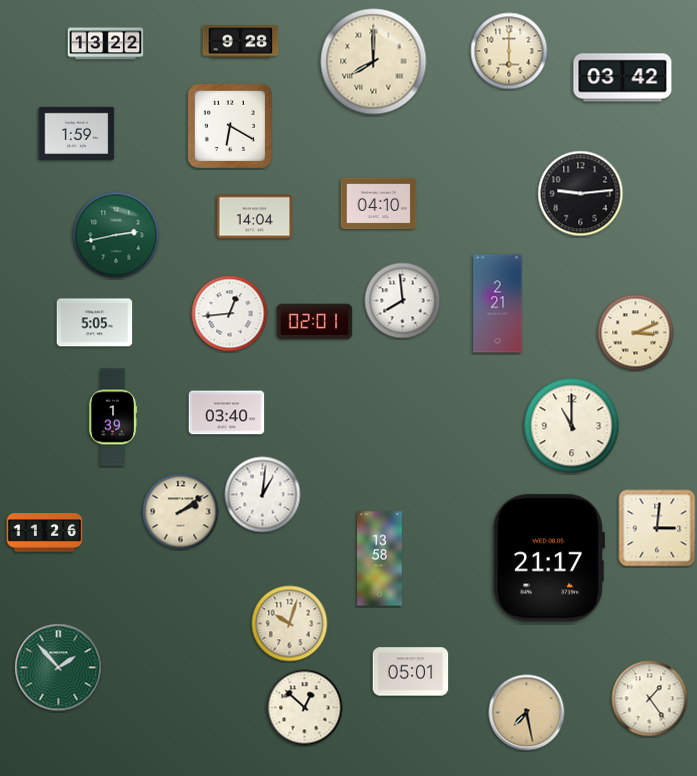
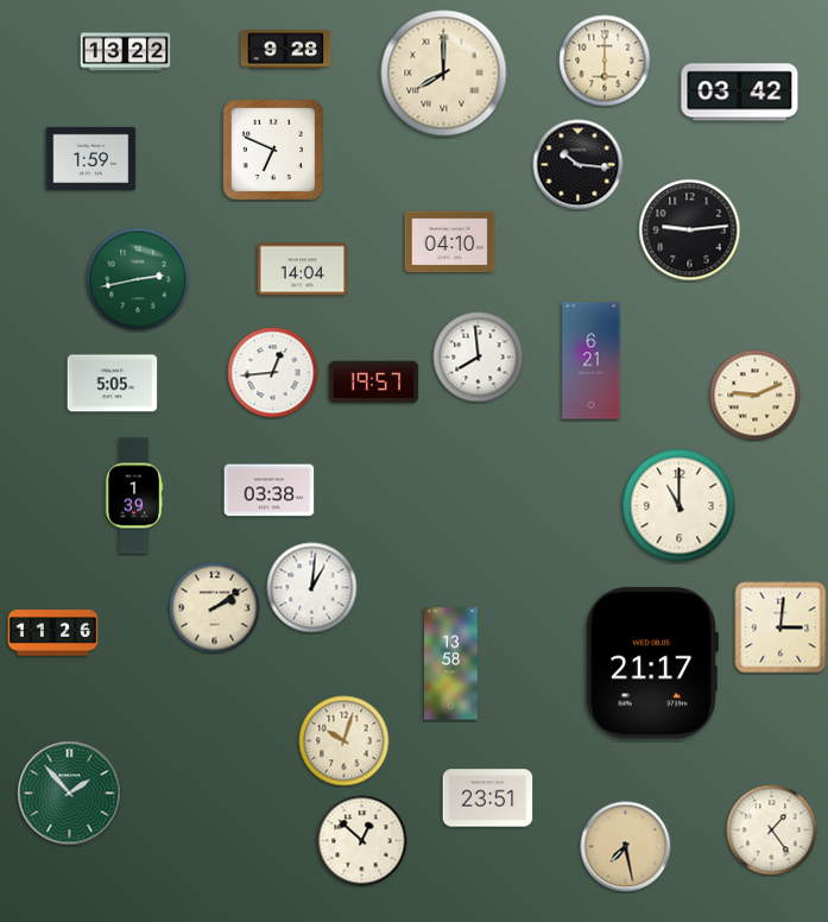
clock at (230, 126): 6:20 -> 6:49
clock at (579, 165): none -> 10:16
clock at (255, 217) position: (255, 217) -> (303, 270)
clock at (498, 304): 2:21 -> 6:21
clock at (315, 322): 02:01 -> 19:57
clock at (636, 333): 3:11 -> 9:11
clock at (227, 413): 03:40 -> 03:38
clock at (411, 672): 05:01 -> 23:51
